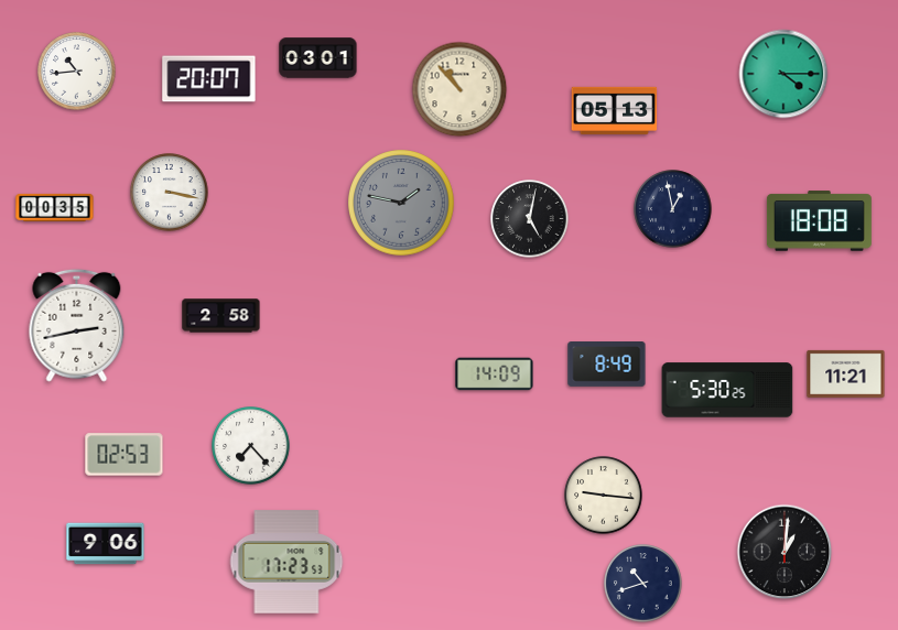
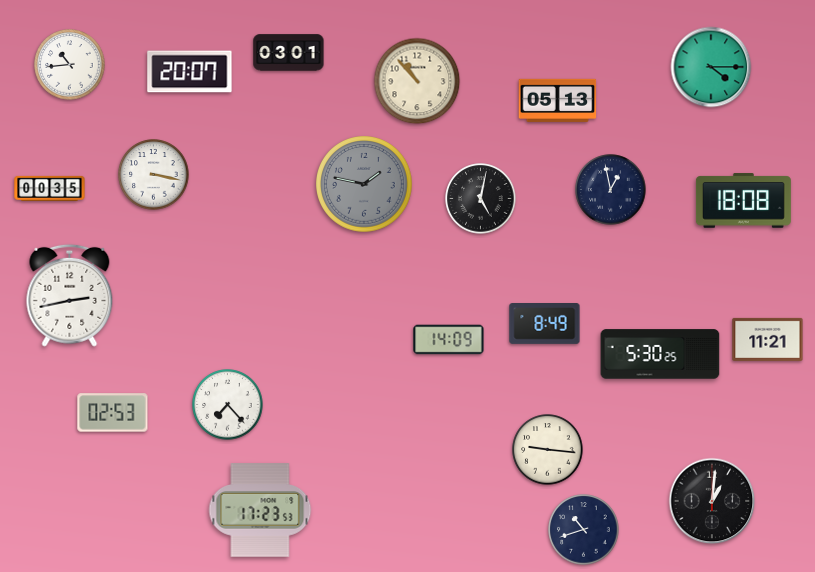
clock at (221, 316): 2:58 -> none
clock at (607, 365) position: (607, 365) -> (545, 324)
clock at (106, 544): 9:06 -> none
